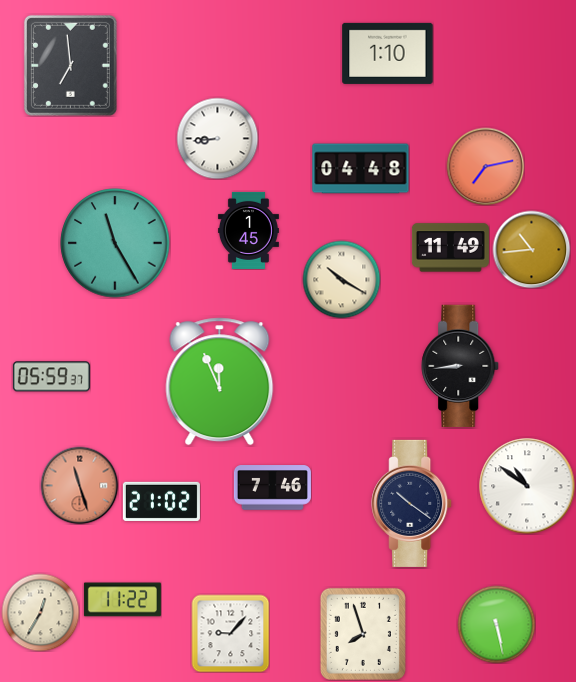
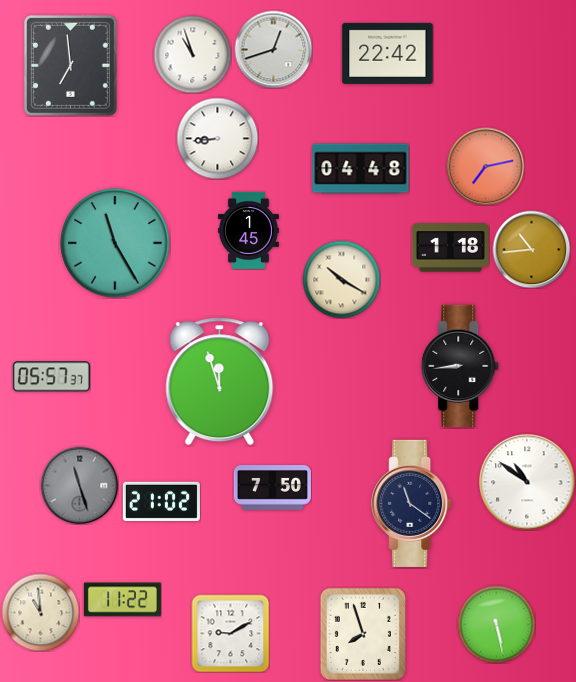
clock at (273, 49): none -> 12:42
clock at (388, 53): 1:10 -> 22:42
clock at (192, 54): none -> 10:57
clock at (450, 248): 11:49 -> 1:18
clock at (51, 377): 05:59 -> 05:57
clock at (220, 382): 11:56 -> 11:57
clock at (79, 485) dial: salmon -> grey
clock at (527, 486) position: (527, 486) -> (527, 482)
clock at (272, 488): 7:46 -> 7:50
clock at (412, 503): 10:21 -> 11:21
clock at (40, 612): 12:35 -> 10:59
clock at (230, 633): 9:07 -> 9:10
